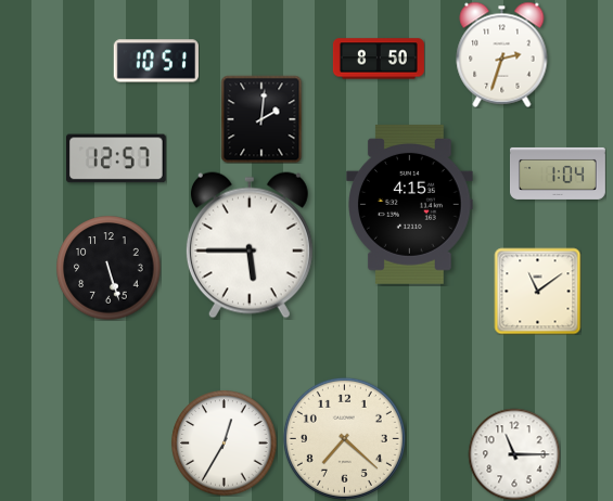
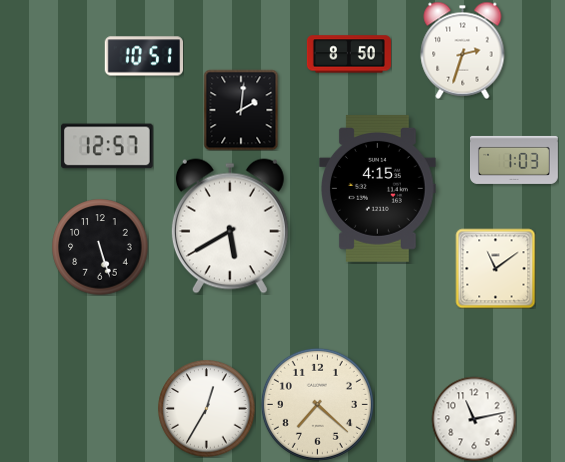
clock at (559, 174): 1:04 -> 1:03
clock at (250, 245): 5:45 -> 5:40
clock at (514, 454): 11:15 -> 11:13
